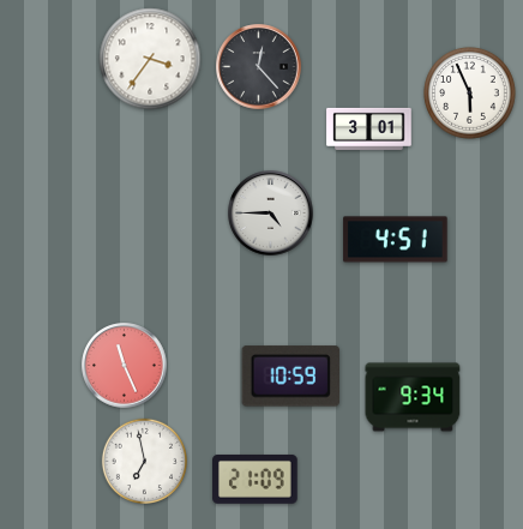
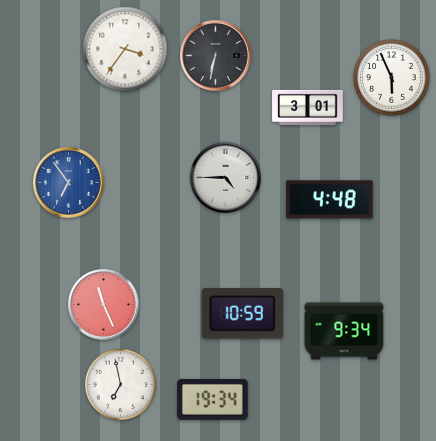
clock at (259, 67): 12:23 -> 6:32
clock at (69, 183): none -> 6:54
clock at (396, 240): 4:51 -> 4:48
clock at (256, 479): 21:09 -> 19:34
